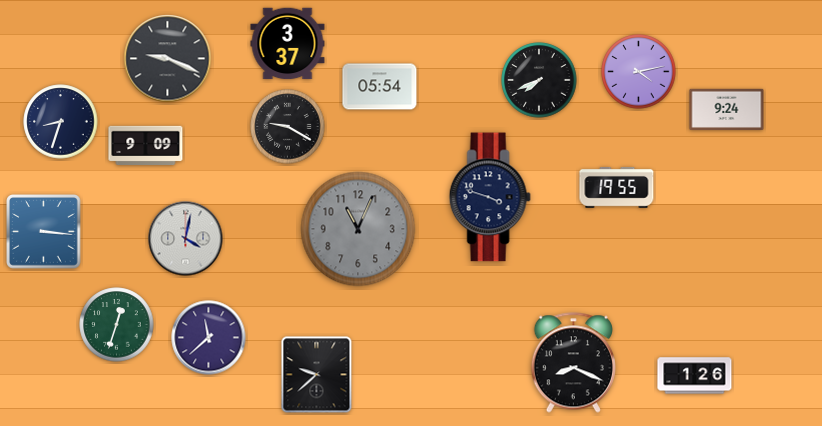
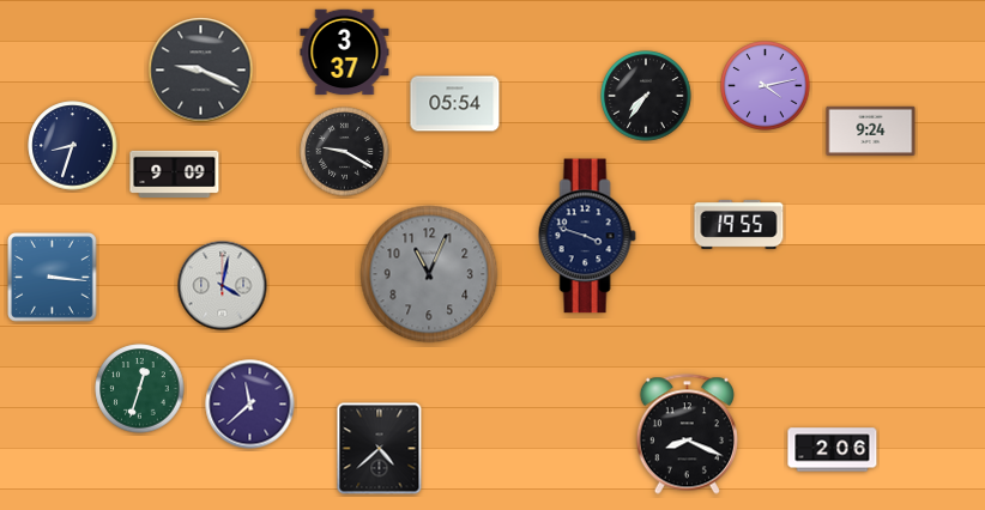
clock at (539, 80): 7:41 -> 7:36
clock at (317, 375): 9:38 -> 4:38
clock at (695, 376): 1:26 -> 2:06
